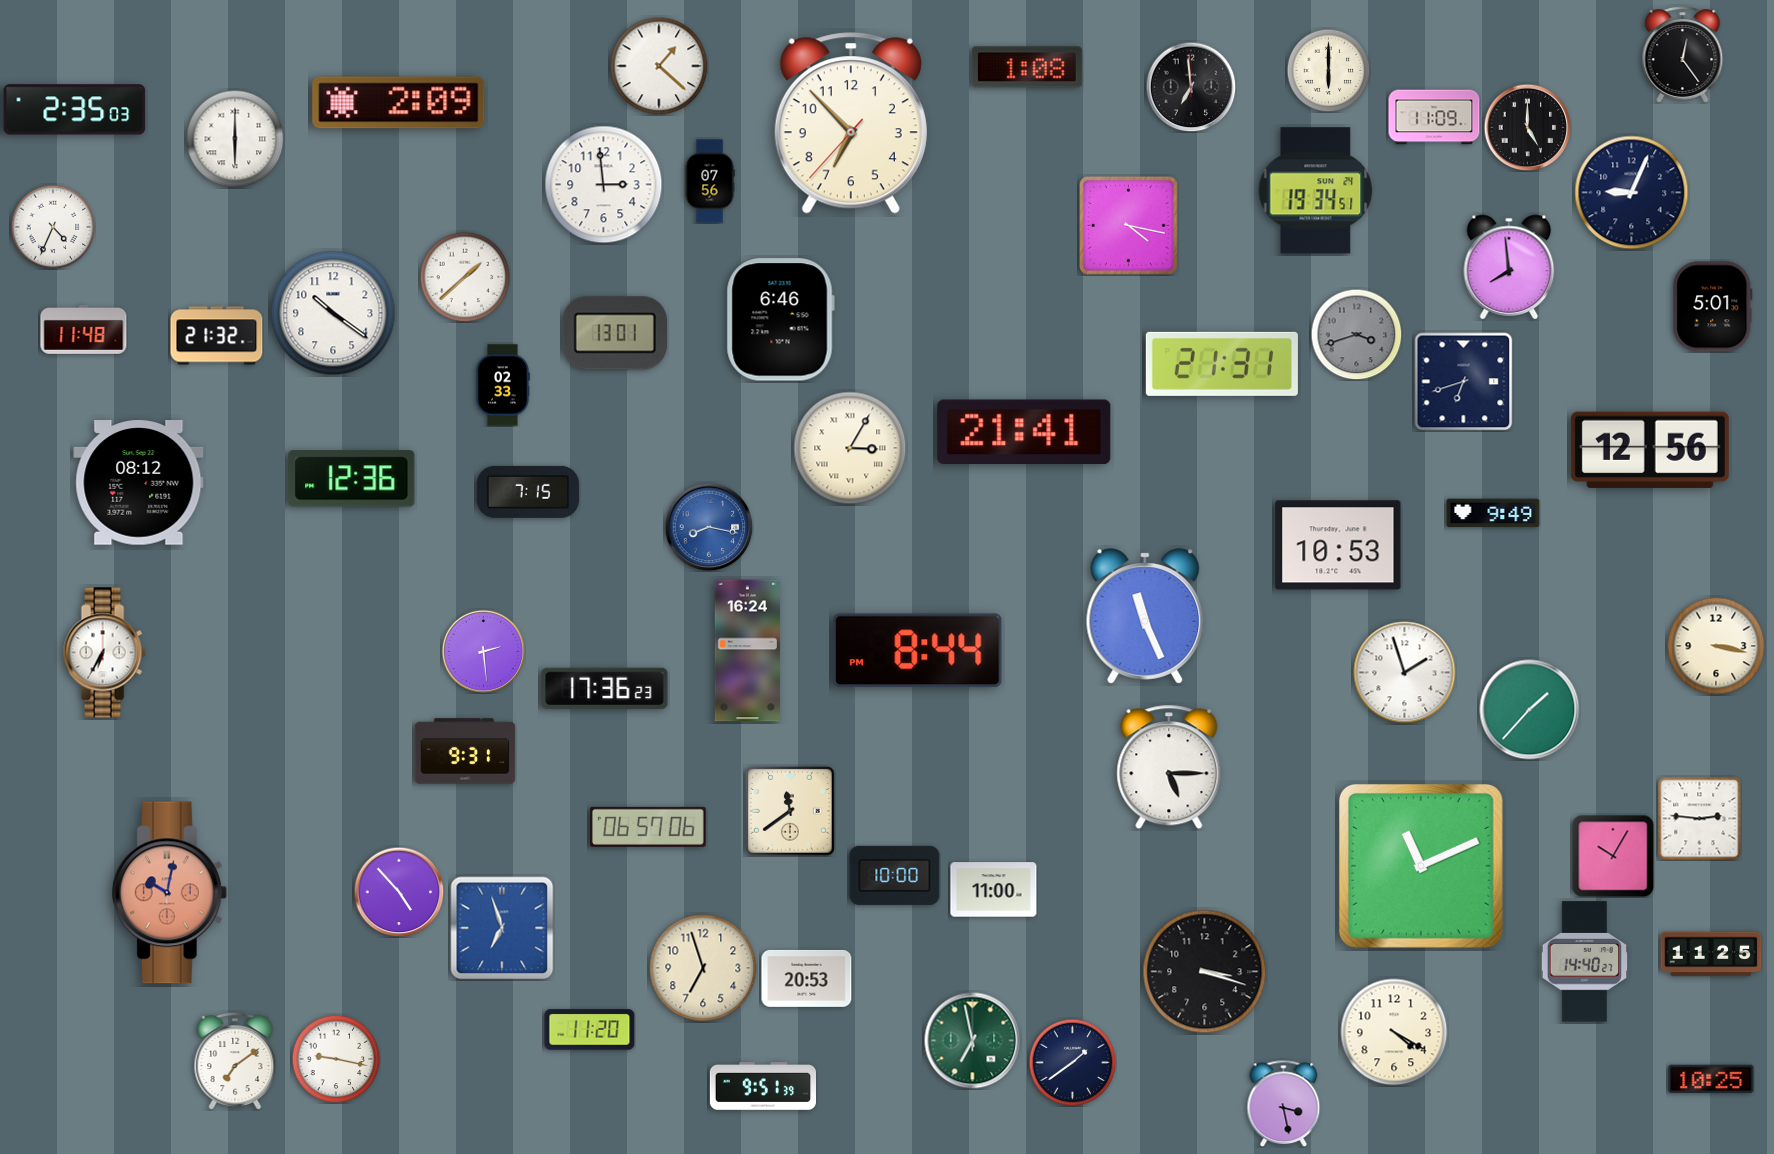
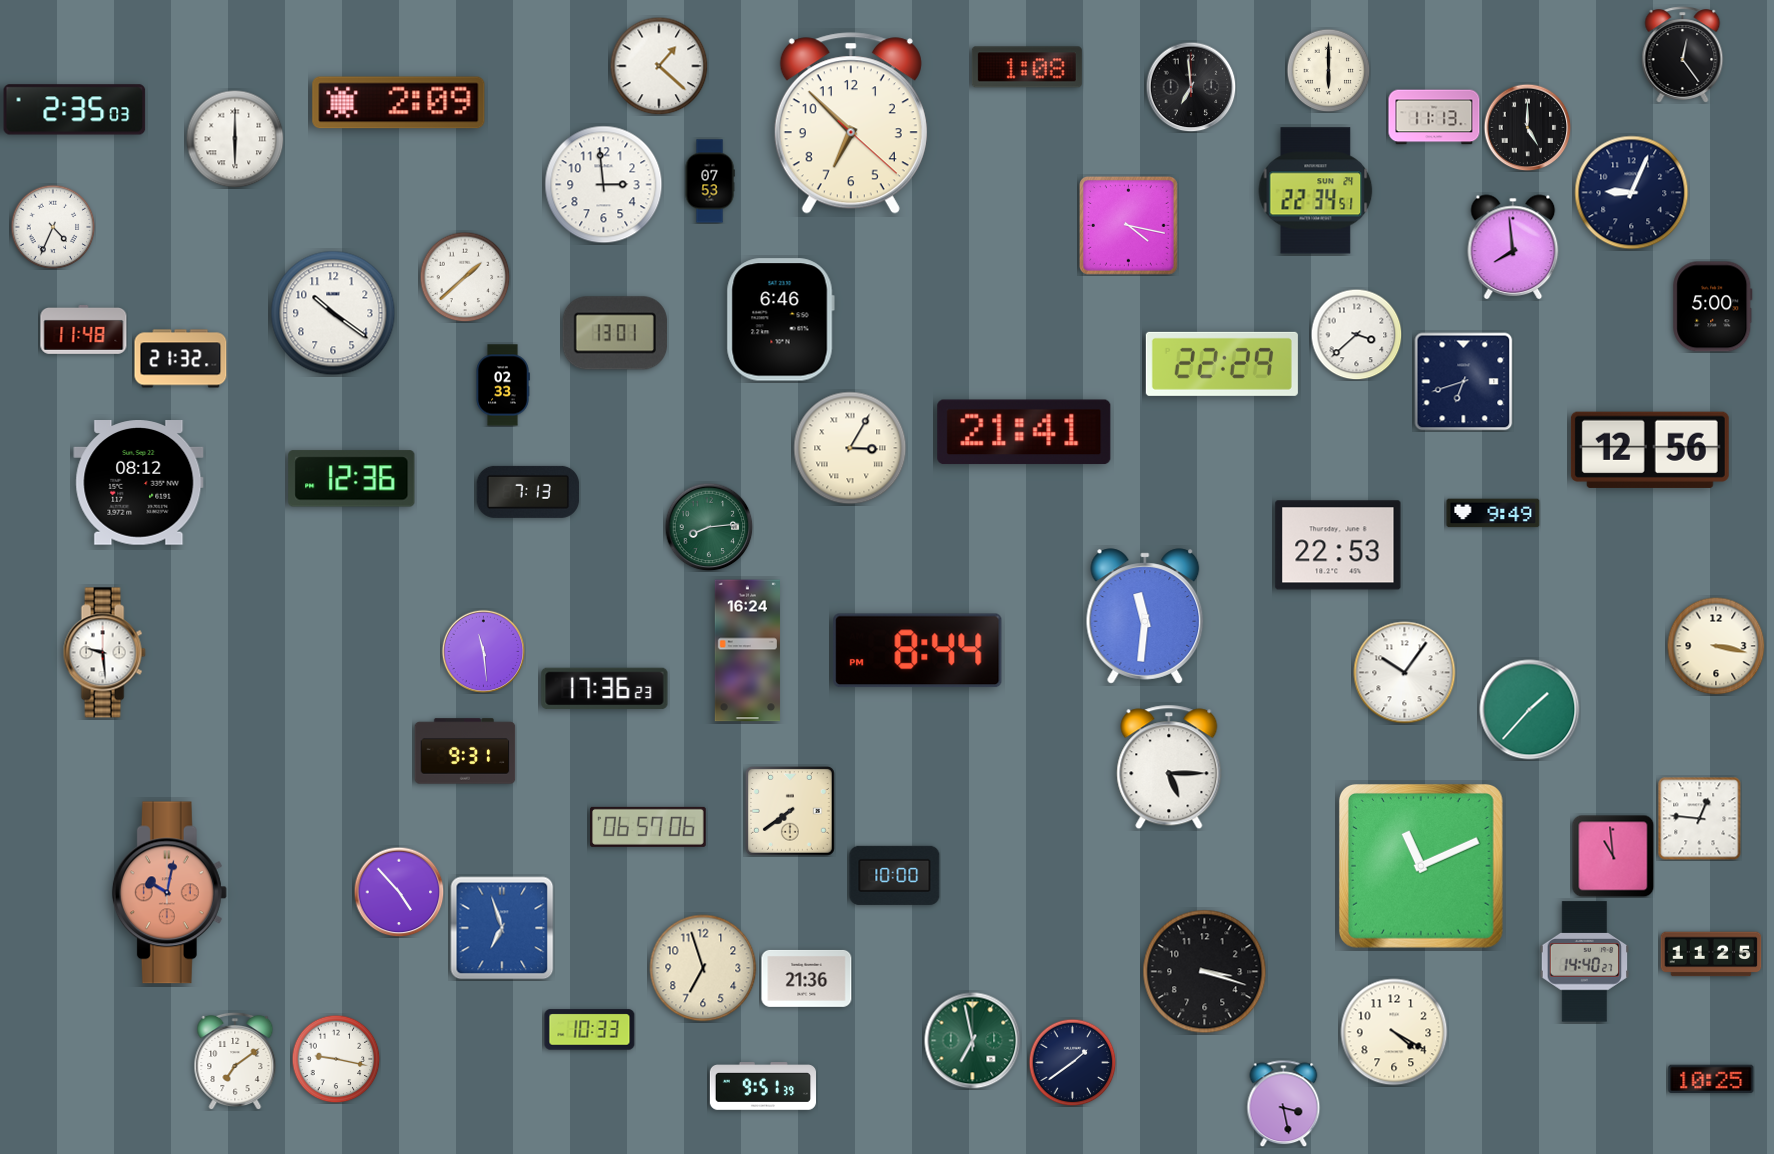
clock at (1434, 117): 11:09 -> 11:13
clock at (851, 123): 6:52:37 -> 6:52:22
clock at (710, 181): 07:56 -> 07:53
clock at (1316, 191): 19:34 -> 22:34
clock at (1509, 267) position: (1509, 267) -> (1513, 247)
clock at (1713, 307): 5:01 -> 5:00
clock at (1356, 334): 3:42 -> 3:38
clock at (1356, 334) dial: grey -> white
clock at (217, 336) position: (217, 336) -> (181, 359)
clock at (1222, 364): 21:31 -> 22:29
clock at (528, 492): 7:15 -> 7:13
clock at (709, 527): 8:17 -> 8:14
clock at (709, 527) dial: blue -> green
clock at (1338, 545): 10:53 -> 22:53
clock at (1145, 616): 11:26 -> 11:31
clock at (483, 651): 2:29 -> 11:29
clock at (104, 653): 6:35 -> 9:29
clock at (1405, 673): 1:57 -> 10:06
clock at (790, 811): 11:39 -> 7:39
clock at (1699, 818): 2:46 -> 12:46
clock at (1613, 856): 10:05 -> 10:59
clock at (994, 890): 11:00 -> none
clock at (807, 978): 20:53 -> 21:36
clock at (590, 1030): 11:20 -> 10:33
